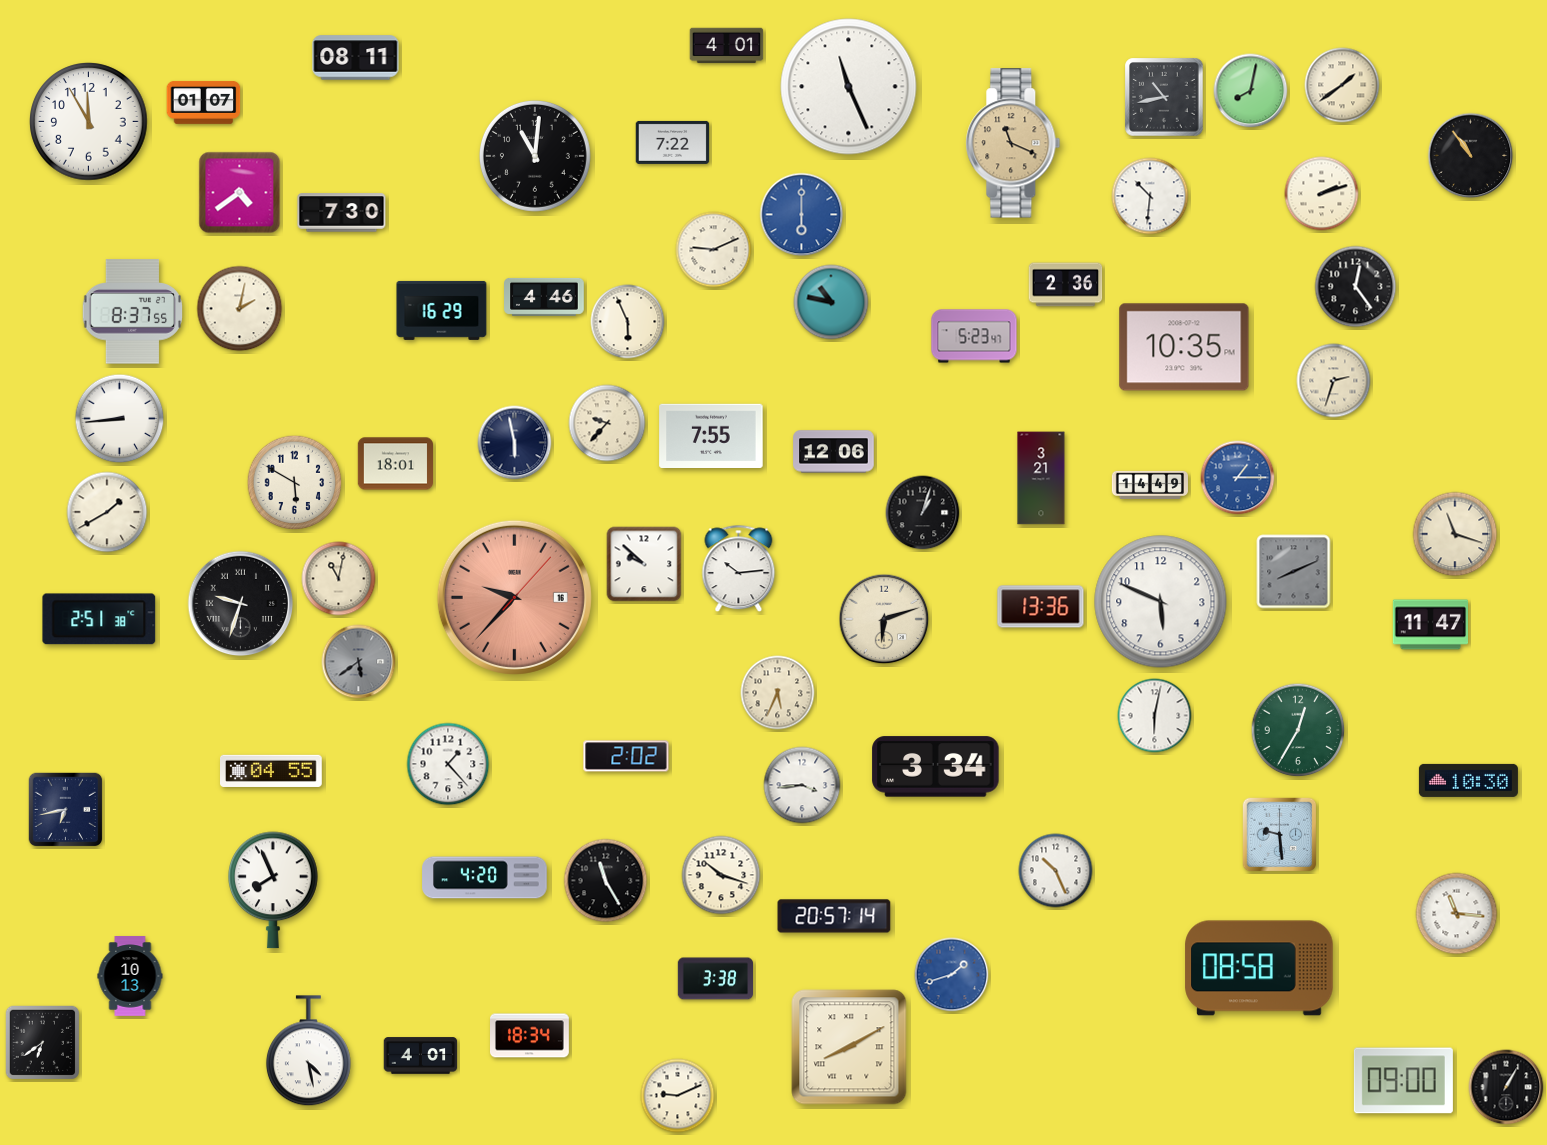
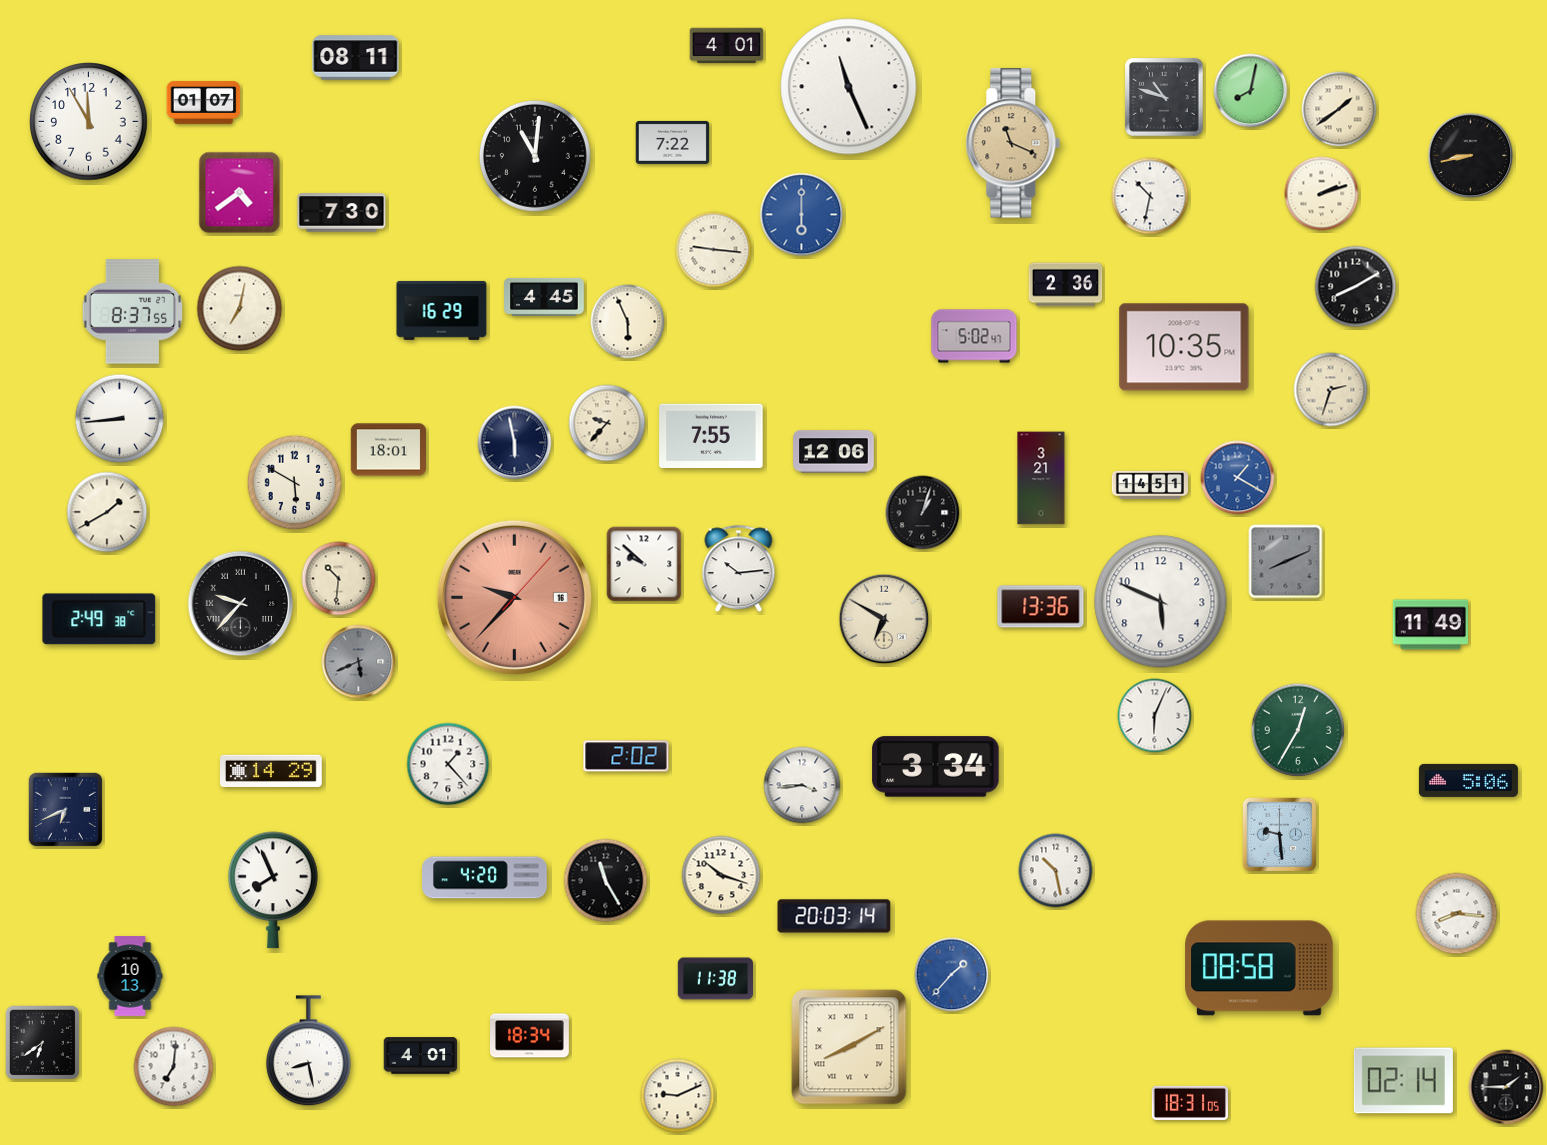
clock at (1342, 85) position: (1342, 85) -> (1339, 109)
clock at (1164, 97): 10:43 -> 10:48
clock at (1471, 156): 10:54 -> 8:43
clock at (1150, 196): 10:31 -> 10:32
clock at (714, 250): 9:11 -> 9:16
clock at (1356, 287): 12:24 -> 8:10
clock at (544, 297): 4:46 -> 4:45
clock at (831, 302): 10:47 -> none
clock at (240, 309): 2:02 -> 7:02
clock at (974, 336): 5:23 -> 5:02
clock at (1334, 381) position: (1334, 381) -> (1331, 390)
clock at (395, 464) position: (395, 464) -> (388, 450)
clock at (1238, 478): 1:15 -> 1:20
clock at (1150, 485): 14:49 -> 14:51
clock at (1455, 534): 11:18 -> none
clock at (1294, 572) position: (1294, 572) -> (1286, 562)
clock at (339, 579): 11:02 -> 10:31
clock at (241, 604): 9:33 -> 9:37
clock at (99, 619): 2:51 -> 2:49
clock at (884, 619): 6:12 -> 6:50
clock at (1431, 625): 11:47 -> 11:49
clock at (359, 662): 5:39 -> 5:41
clock at (778, 693): 5:34 -> none
clock at (1155, 716): 6:02 -> 6:04
clock at (272, 771): 04:55 -> 14:29
clock at (1468, 780): 10:30 -> 5:06
clock at (66, 810): 6:43 -> 6:41
clock at (1056, 871): 10:26 -> 10:28
clock at (1457, 914): 11:16 -> 8:16
clock at (834, 916): 20:57 -> 20:03
clock at (952, 975): 1:42 -> 1:37
clock at (715, 979): 3:38 -> 11:38
clock at (308, 1051): 4:28 -> 8:28
clock at (174, 1067): none -> 7:01
clock at (1403, 1081): 09:00 -> 02:14
clock at (1506, 1087): 1:05 -> 1:45
clock at (1190, 1103): none -> 18:31
